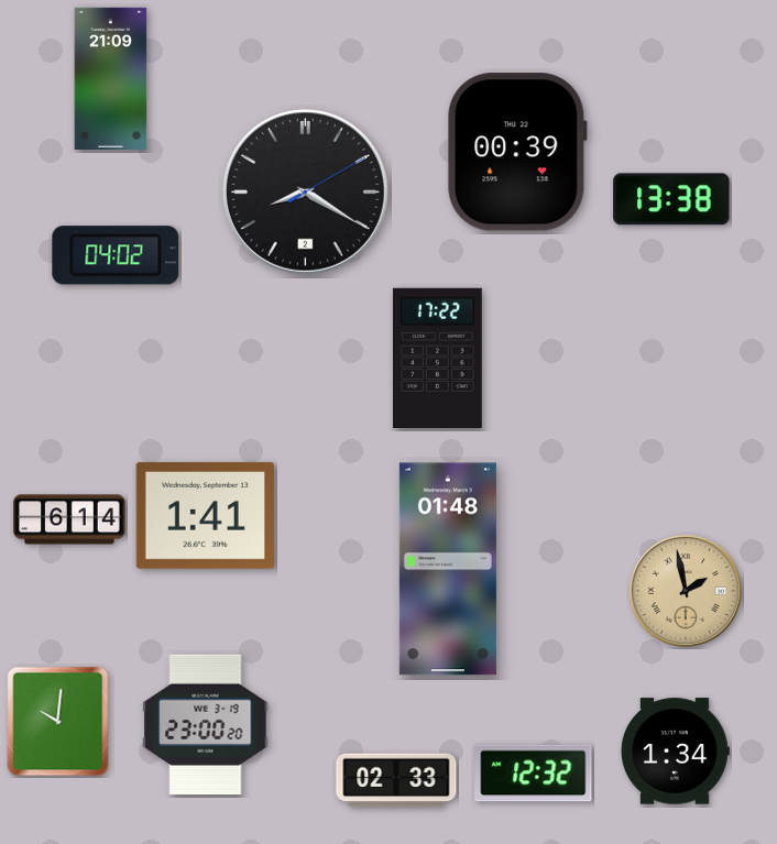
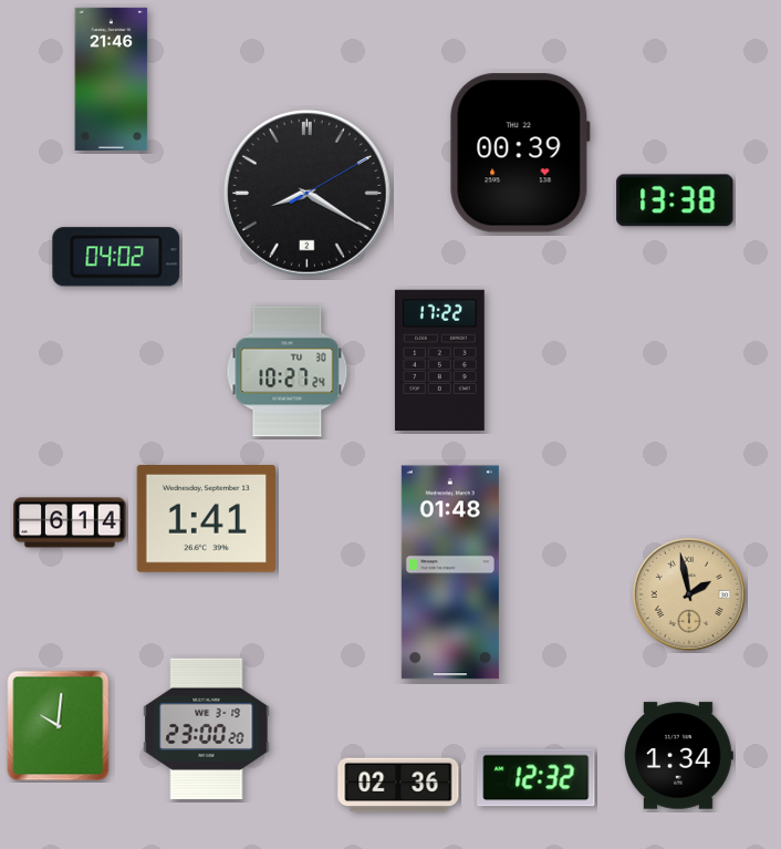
clock at (111, 78): 21:09 -> 21:46
clock at (288, 372): none -> 10:27
clock at (396, 780): 02:33 -> 02:36
